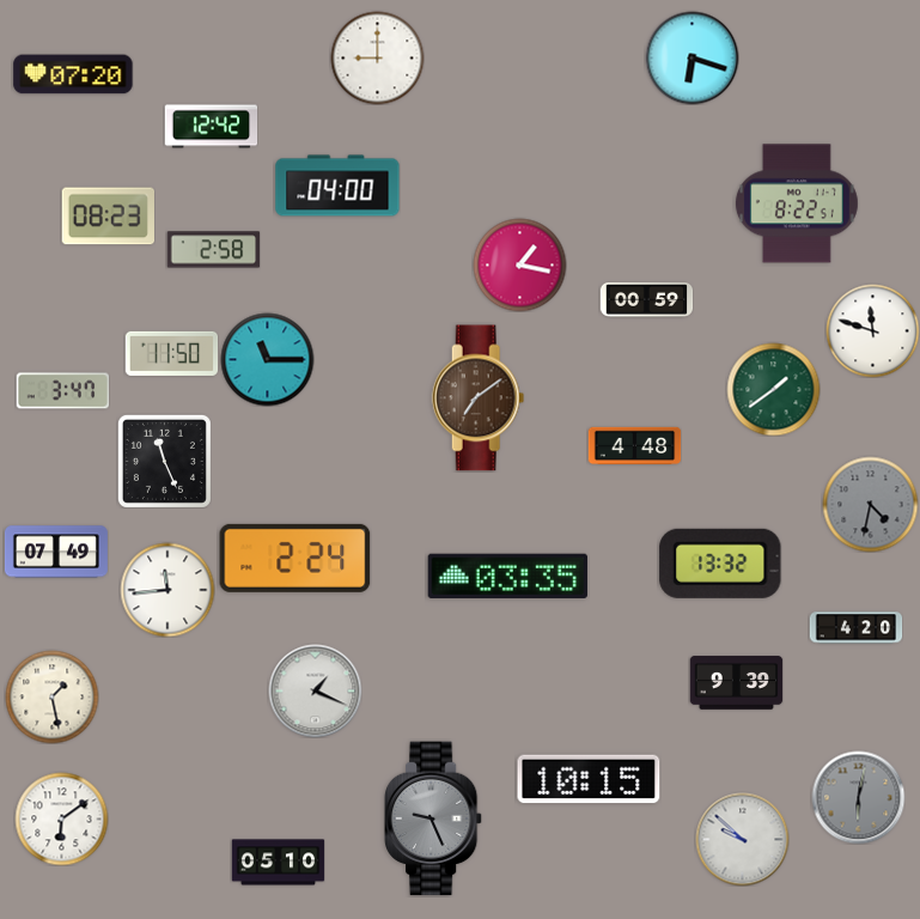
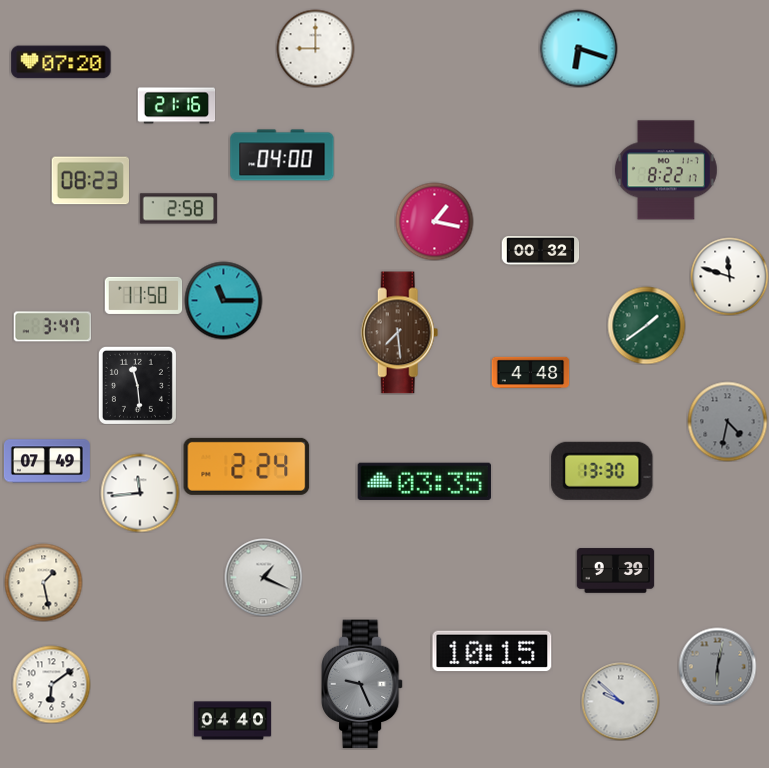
clock at (211, 127): 12:42 -> 21:16
clock at (797, 203): 8:22:51 -> 8:22:17
clock at (646, 300): 00:59 -> 00:32
clock at (479, 398): 7:09 -> 7:29
clock at (164, 461): 11:26 -> 11:29
clock at (720, 564): 13:32 -> 13:30
clock at (855, 628): 4:20 -> none
clock at (278, 863): 05:10 -> 04:40
